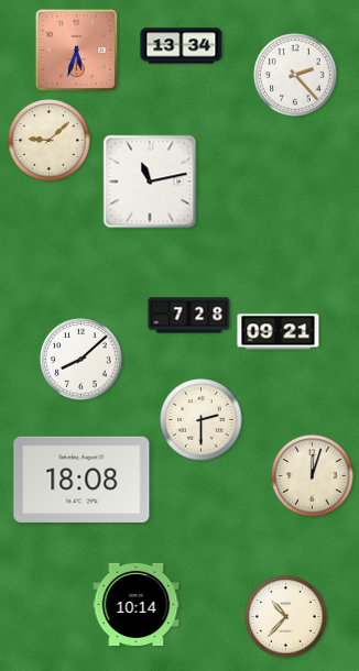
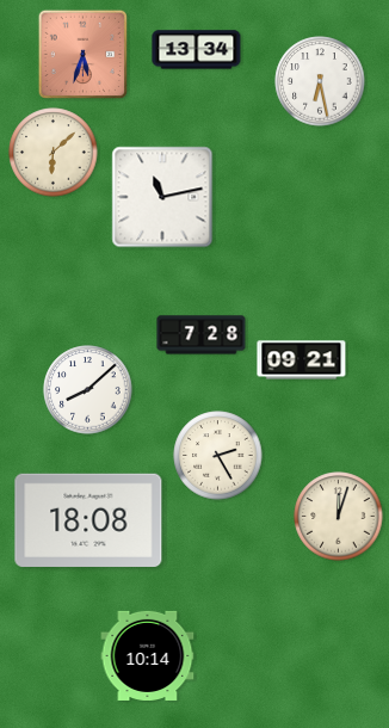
clock at (295, 75): 2:23 -> 6:28
clock at (50, 141): 9:08 -> 6:08
clock at (189, 316) position: (189, 316) -> (202, 335)
clock at (202, 420): 2:30 -> 2:25
clock at (286, 617): 10:37 -> none
